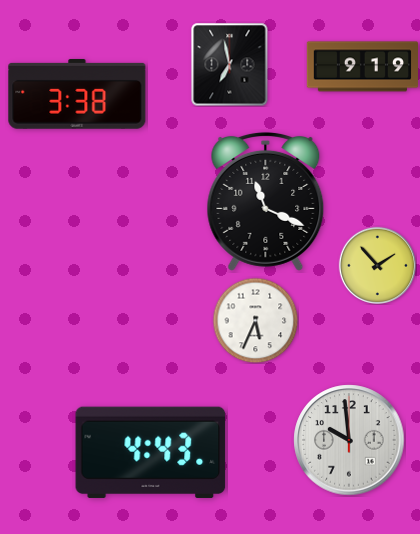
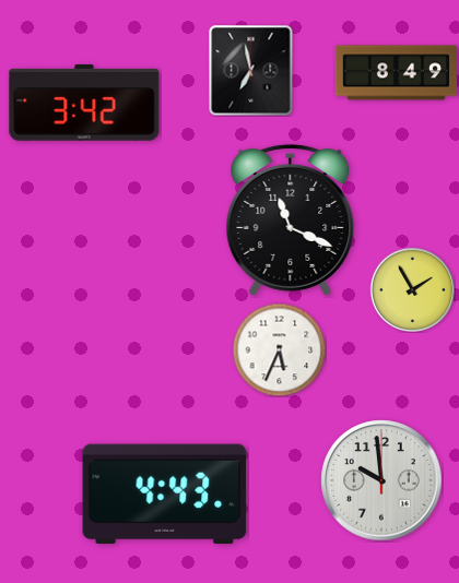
clock at (362, 67): 9:19 -> 8:49
clock at (77, 94): 3:38 -> 3:42
clock at (377, 265): 1:53 -> 1:55
